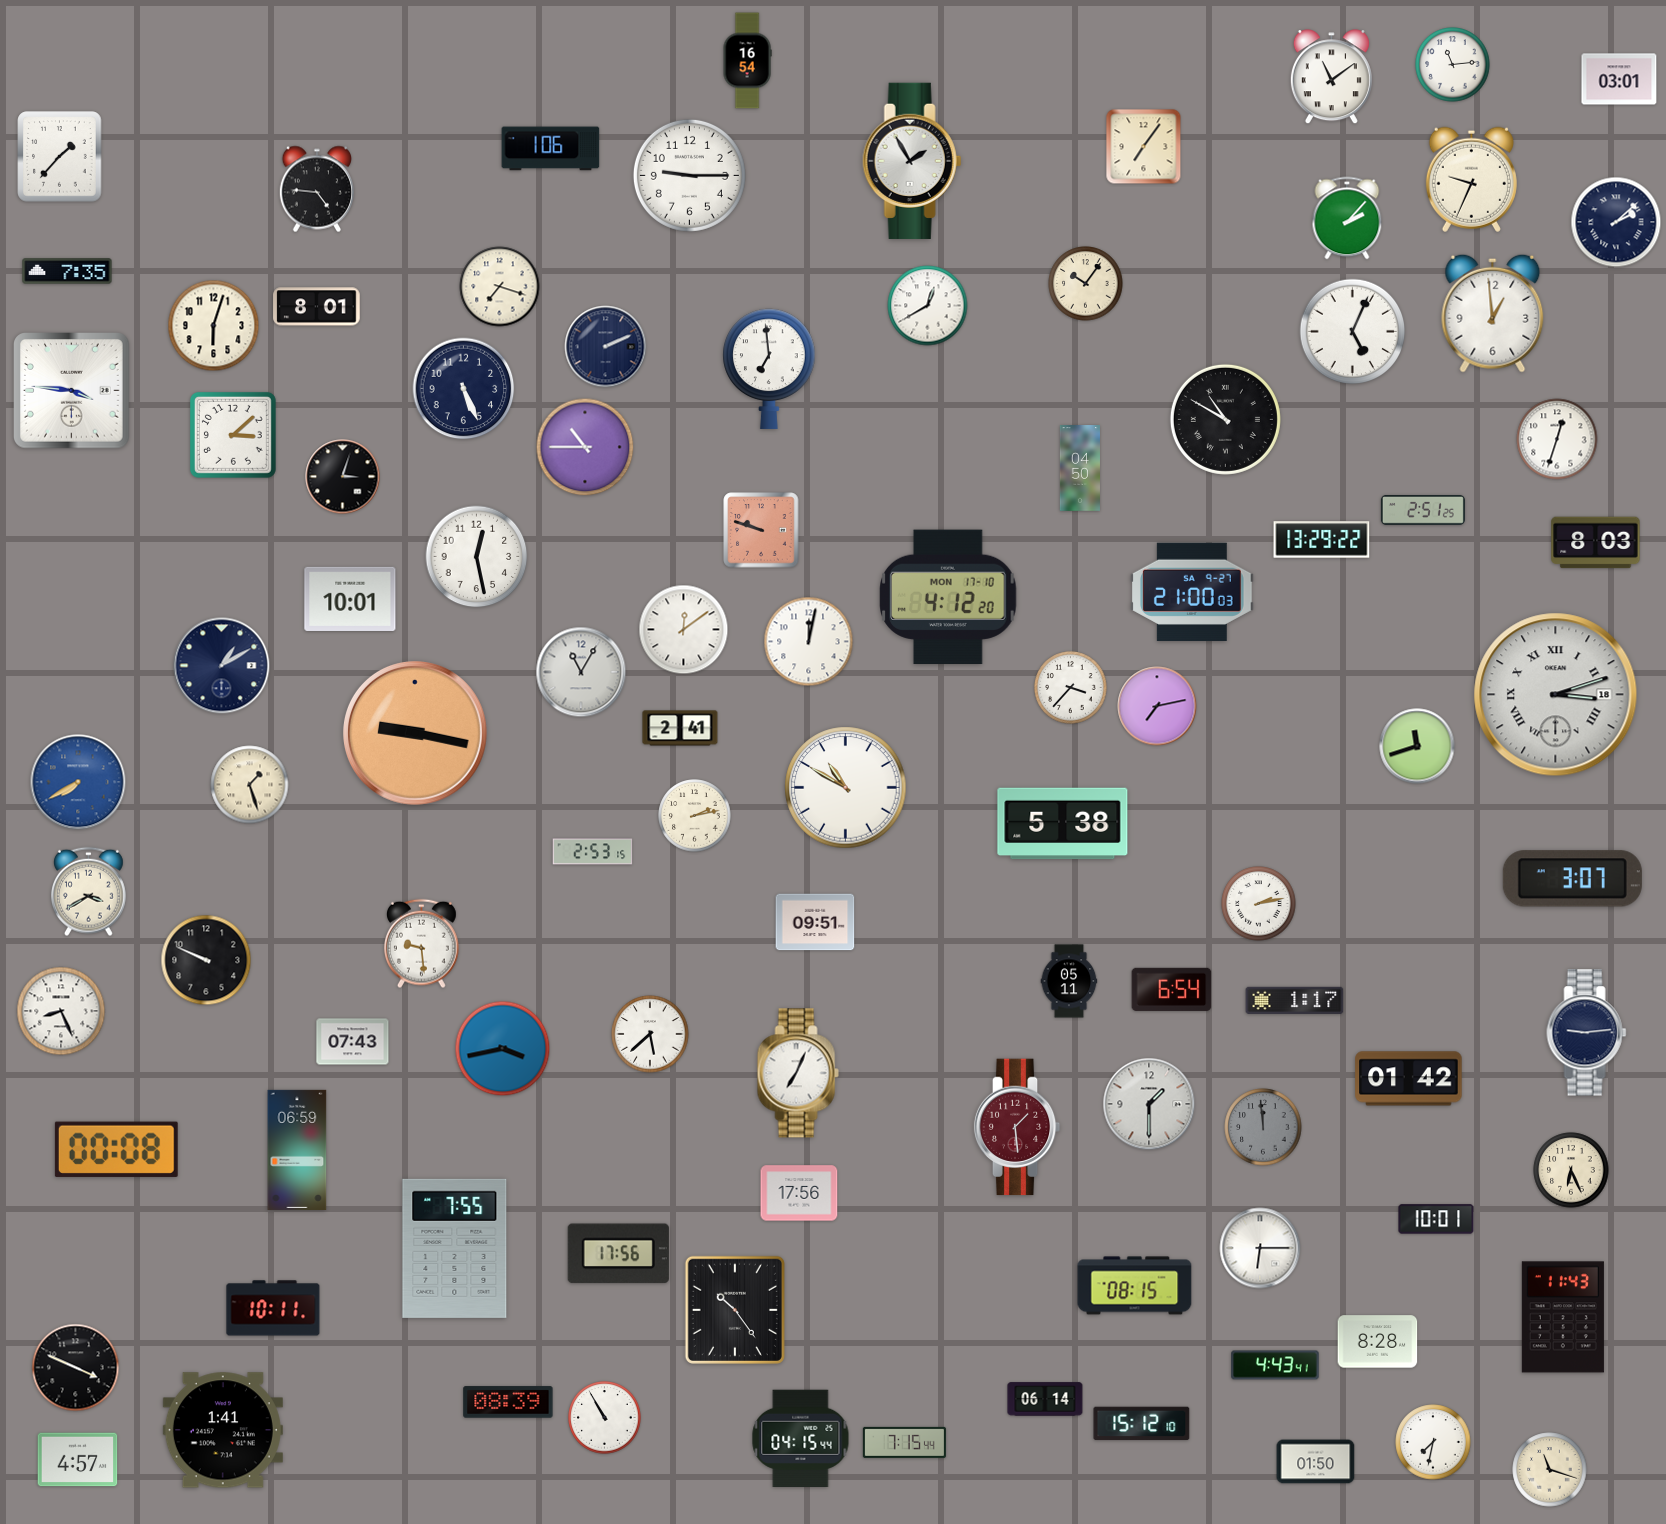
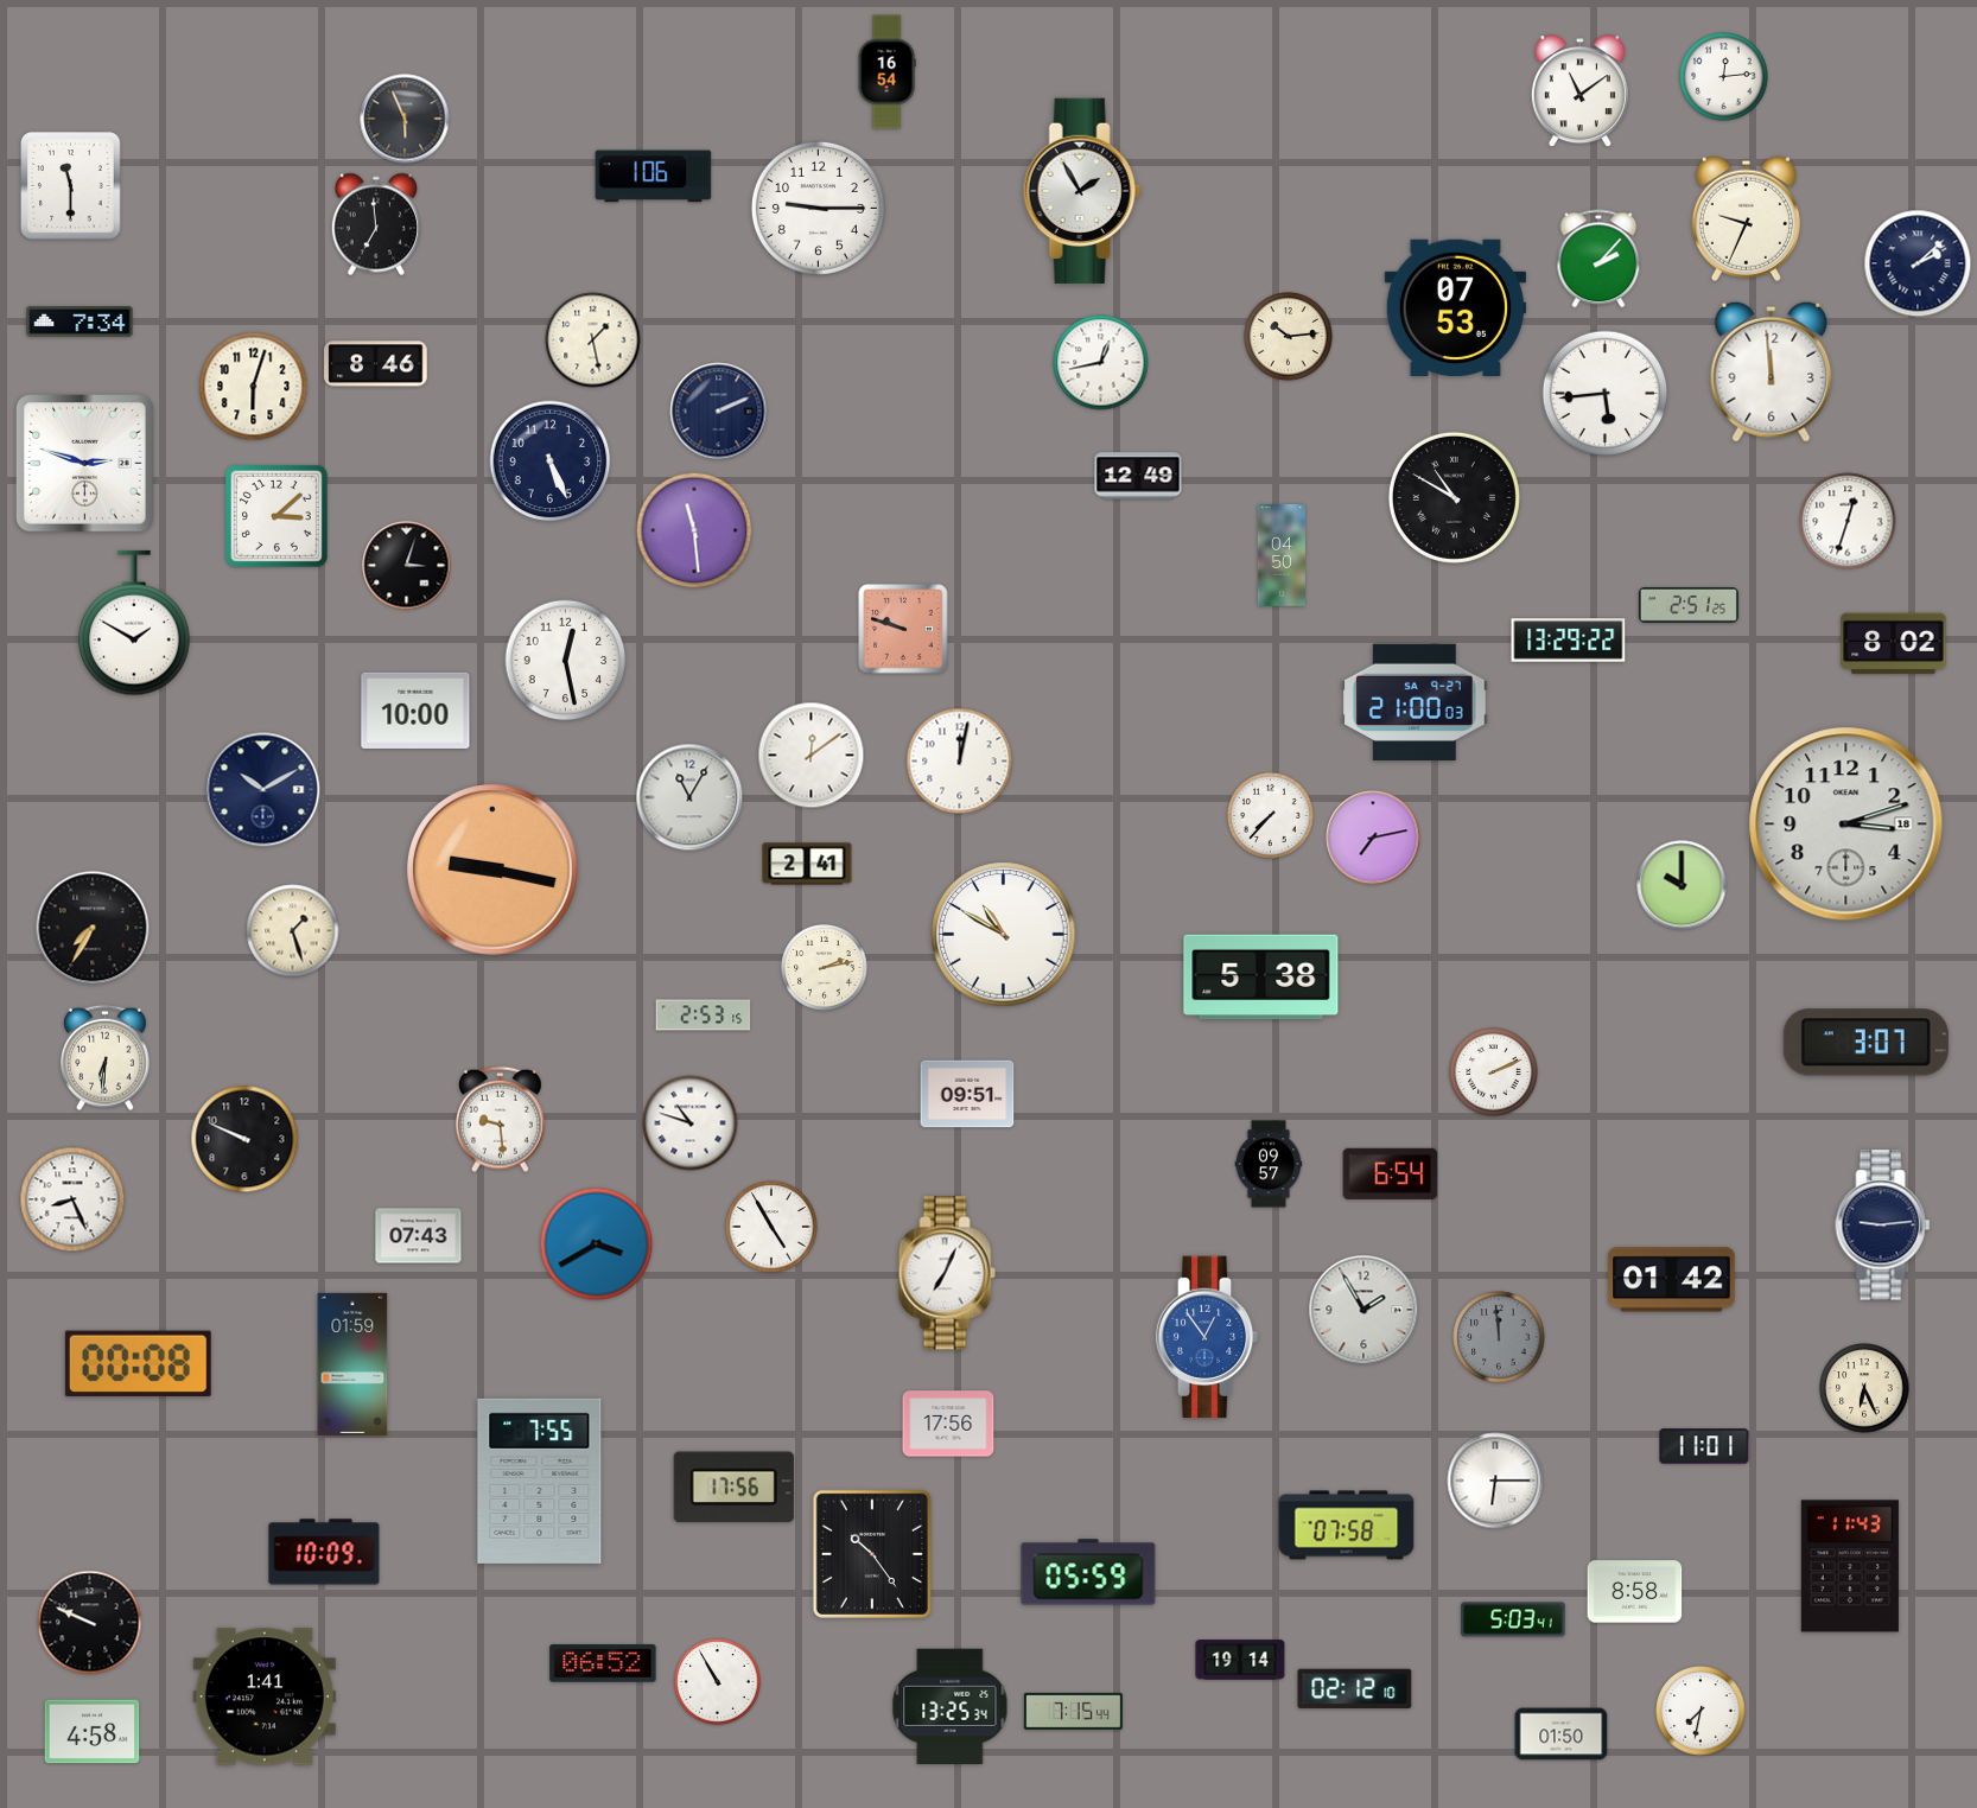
clock at (1453, 65): 11:14 -> 12:14
clock at (1619, 79): 03:01 -> none
clock at (405, 119): none -> 5:56
clock at (1144, 147): 7:06 -> none
clock at (60, 157): 1:37 -> 11:30
clock at (1471, 179) position: (1471, 179) -> (1746, 218)
clock at (316, 189): 4:46 -> 6:59
clock at (1455, 308): none -> 07:53
clock at (67, 271): 7:35 -> 7:34
clock at (1086, 284): 10:06 -> 10:14
clock at (500, 287): 7:18 -> 1:28
clock at (928, 306): 12:40 -> 12:43
clock at (317, 307): 8:01 -> 8:46
clock at (1493, 313): 12:59 -> 11:59
clock at (1353, 332): 5:04 -> 5:44
clock at (769, 369): 6:59 -> none
clock at (72, 391): 3:46 -> 2:48
clock at (1138, 476): none -> 12:49
clock at (585, 447): 10:45 -> 11:29
clock at (134, 623): none -> 1:50
clock at (1596, 543): 8:03 -> 8:02
clock at (948, 597): 4:12 -> none
clock at (350, 599): 10:01 -> 10:00
clock at (684, 630) position: (684, 630) -> (812, 756)
clock at (222, 666): 1:10 -> 10:10
clock at (1071, 688): 3:37 -> 7:37
clock at (1556, 695) numerals: Roman -> Arabic
clock at (1417, 746): 11:42 -> 10:00
clock at (78, 782): 7:40 -> 7:35
clock at (78, 782) dial: blue -> black
clock at (250, 785) position: (250, 785) -> (293, 931)
clock at (593, 852) position: (593, 852) -> (704, 1016)
clock at (89, 892): 3:40 -> 6:31
clock at (1259, 904): 2:13 -> 2:11
clock at (691, 1123): none -> 10:48
clock at (1069, 981): 05:11 -> 09:57
clock at (1295, 1000): 1:17 -> none
clock at (650, 1034): 5:38 -> 4:55
clock at (503, 1049): 3:43 -> 3:40
clock at (1149, 1104): 1:30 -> 1:55
clock at (1017, 1127): 1:29 -> 12:54
clock at (1017, 1127) dial: burgundy -> blue
clock at (297, 1150): 06:59 -> 01:59
clock at (799, 1193) position: (799, 1193) -> (948, 1424)
clock at (1436, 1219): 10:01 -> 11:01
clock at (1135, 1286): 08:15 -> 07:58
clock at (273, 1308): 10:11 -> 10:09
clock at (1563, 1317) position: (1563, 1317) -> (1850, 1566)
clock at (1088, 1572): none -> 05:59
clock at (1378, 1342): 8:28 -> 8:58
clock at (1275, 1365): 4:43 -> 5:03
clock at (76, 1368): 3:49 -> 9:49
clock at (1045, 1399): 06:14 -> 19:14
clock at (508, 1402): 08:39 -> 06:52
clock at (1142, 1424): 15:12 -> 02:12
clock at (801, 1438): 04:15 -> 13:25
clock at (78, 1460): 4:57 -> 4:58
clock at (1550, 1470): 11:18 -> none
